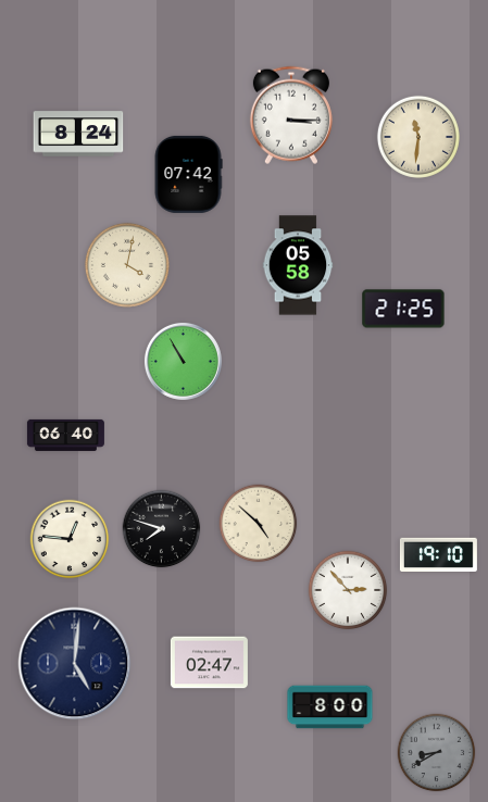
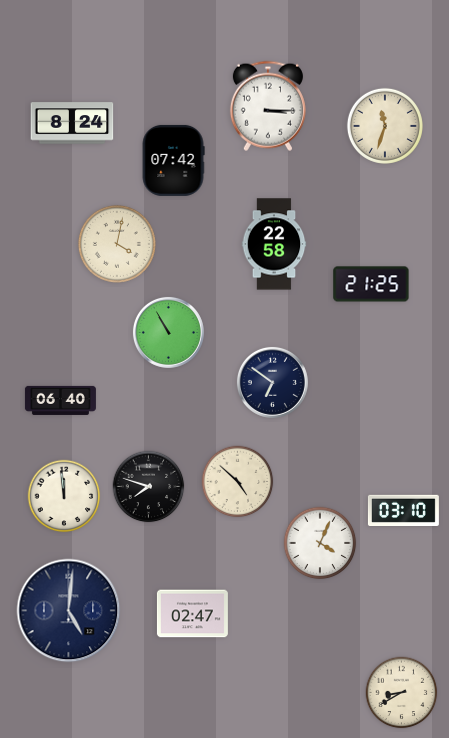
clock at (418, 137): 11:31 -> 11:33
clock at (298, 265): 05:58 -> 22:58
clock at (272, 382): none -> 6:51
clock at (70, 539): 12:46 -> 11:59
clock at (438, 554): 19:10 -> 03:10
clock at (348, 590): 2:53 -> 4:04
clock at (209, 663) position: (209, 663) -> (192, 614)
clock at (330, 707): 8:00 -> none
clock at (437, 753) dial: grey -> cream
